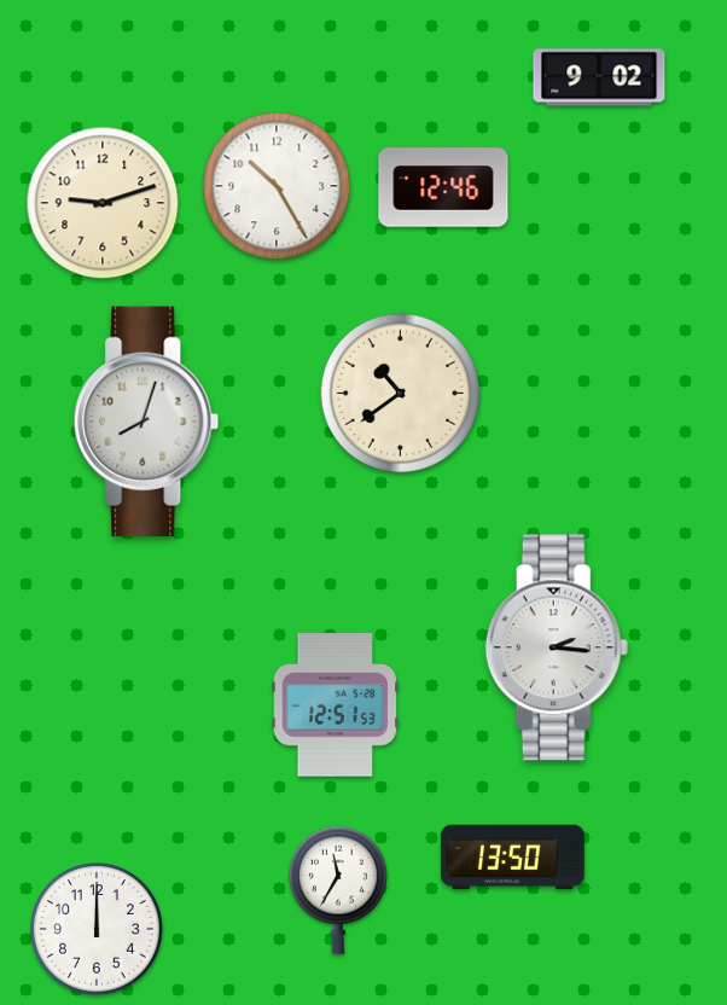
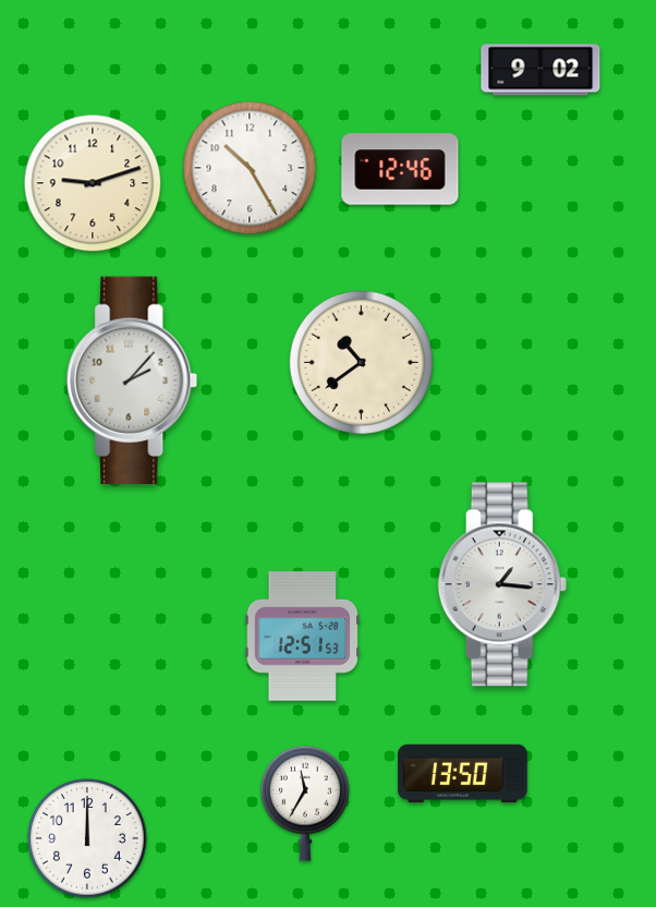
clock at (400, 393) position: (400, 393) -> (361, 362)
clock at (146, 422): 8:03 -> 2:07
clock at (557, 647): 2:16 -> 1:16
